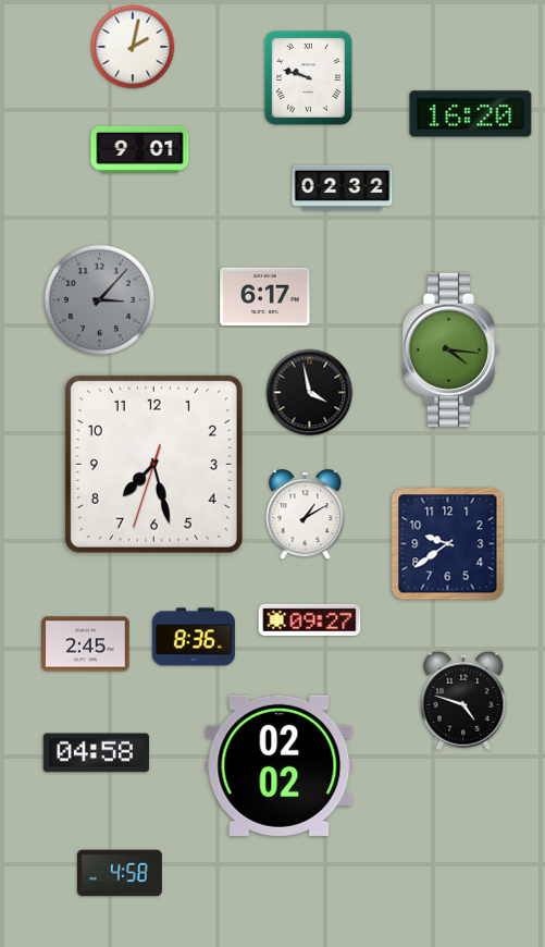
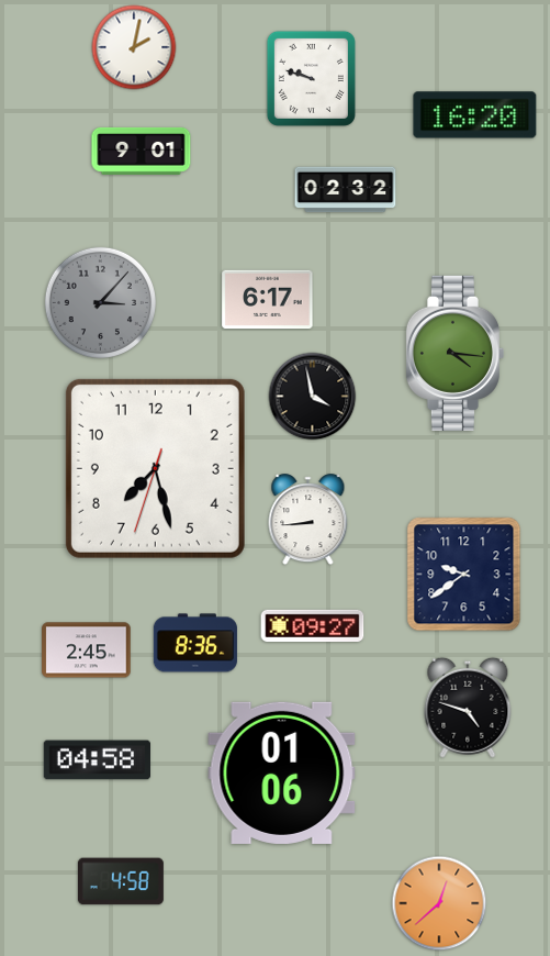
clock at (306, 515): 1:10 -> 8:44
clock at (448, 544) position: (448, 544) -> (464, 575)
clock at (280, 765): 02:02 -> 01:06
clock at (439, 903): none -> 12:38
